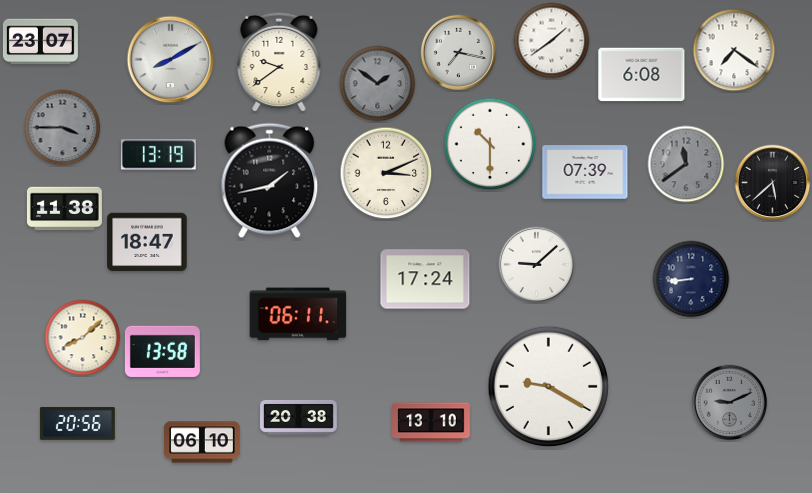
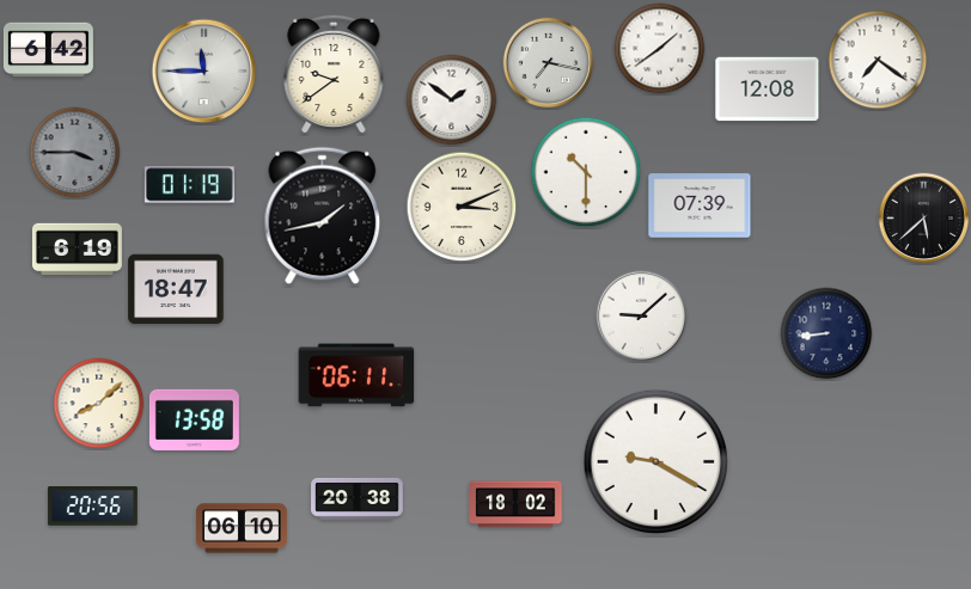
clock at (40, 42): 23:07 -> 6:42
clock at (171, 60): 8:10 -> 11:45
clock at (642, 75): 6:08 -> 12:08
clock at (378, 84) dial: grey -> white
clock at (158, 155): 13:19 -> 01:19
clock at (686, 164): 11:39 -> none
clock at (64, 209): 11:38 -> 6:19
clock at (425, 279): 17:24 -> none
clock at (730, 403): 9:11 -> none
clock at (431, 422): 13:10 -> 18:02
